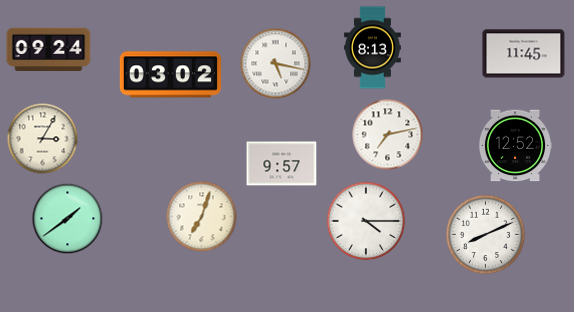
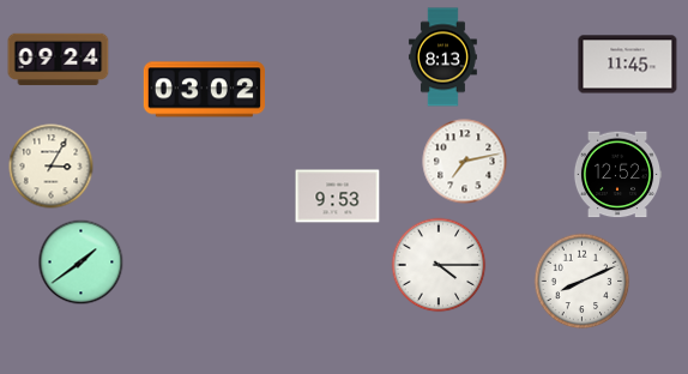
clock at (372, 48) position: (372, 48) -> (442, 58)
clock at (276, 64): 5:17 -> none
clock at (282, 164): 9:57 -> 9:53
clock at (202, 217): 7:03 -> none
